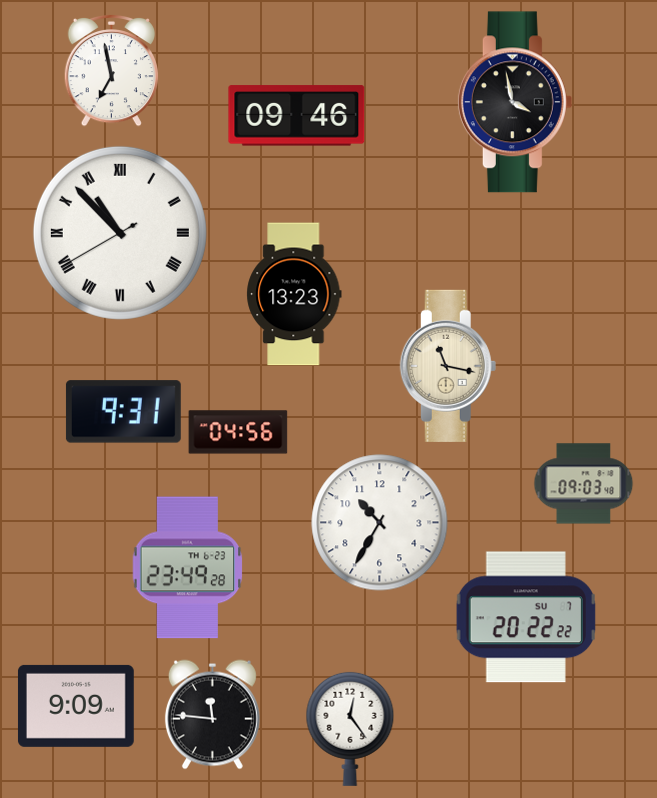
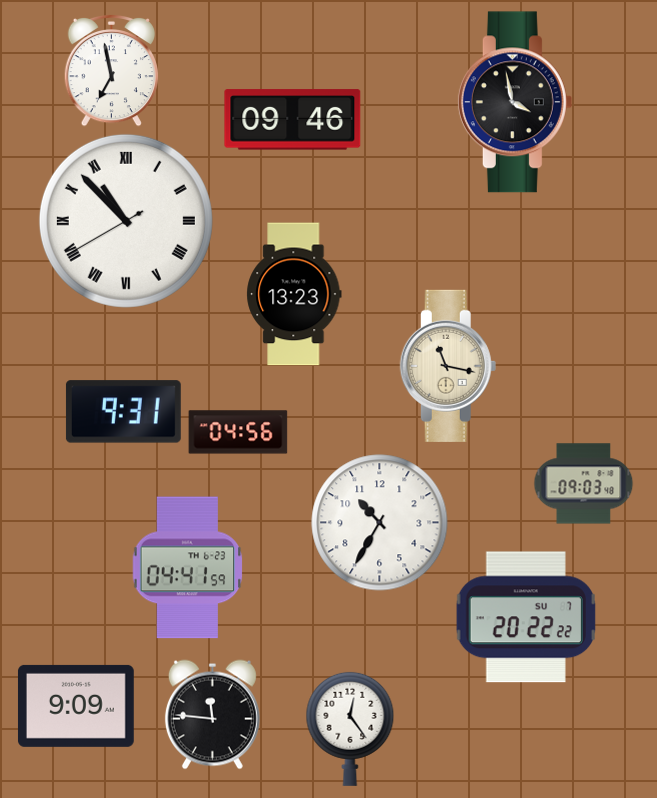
clock at (297, 116) position: (297, 116) -> (293, 120)
clock at (120, 233) position: (120, 233) -> (126, 221)
clock at (188, 568): 23:49 -> 04:41
